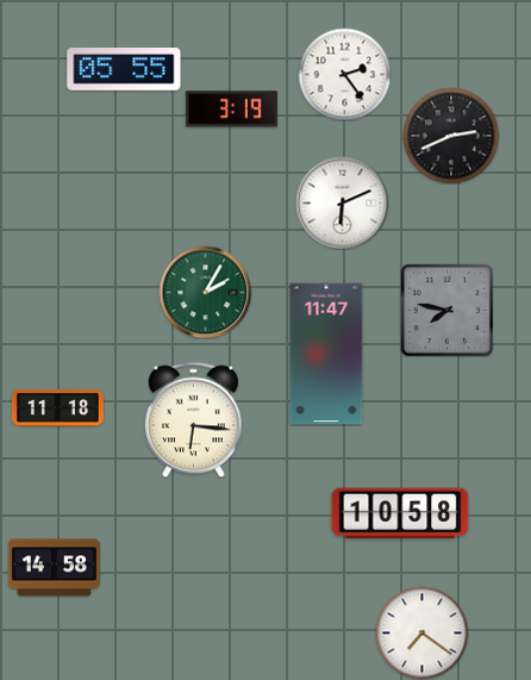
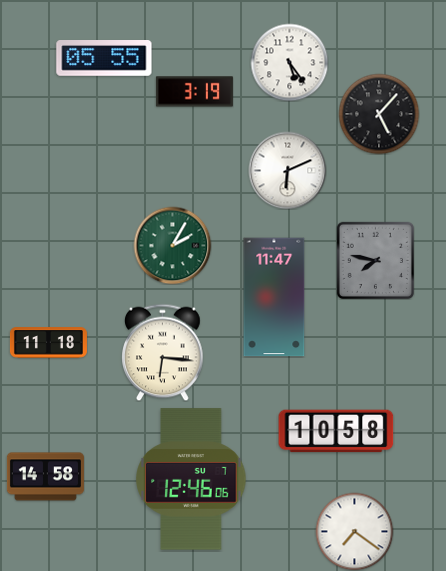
clock at (344, 74): 2:24 -> 5:24
clock at (451, 136): 2:41 -> 5:07
clock at (191, 479): none -> 12:46
